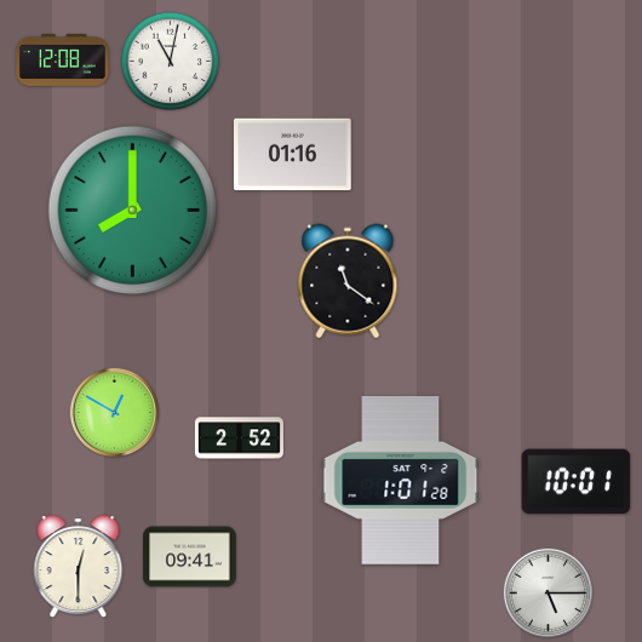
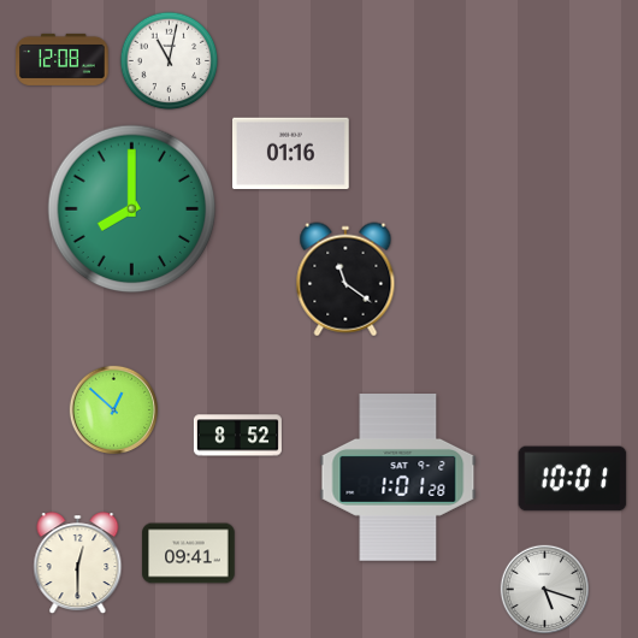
clock at (115, 413): 12:50 -> 12:52
clock at (239, 438): 2:52 -> 8:52
clock at (549, 594): 5:15 -> 5:18
